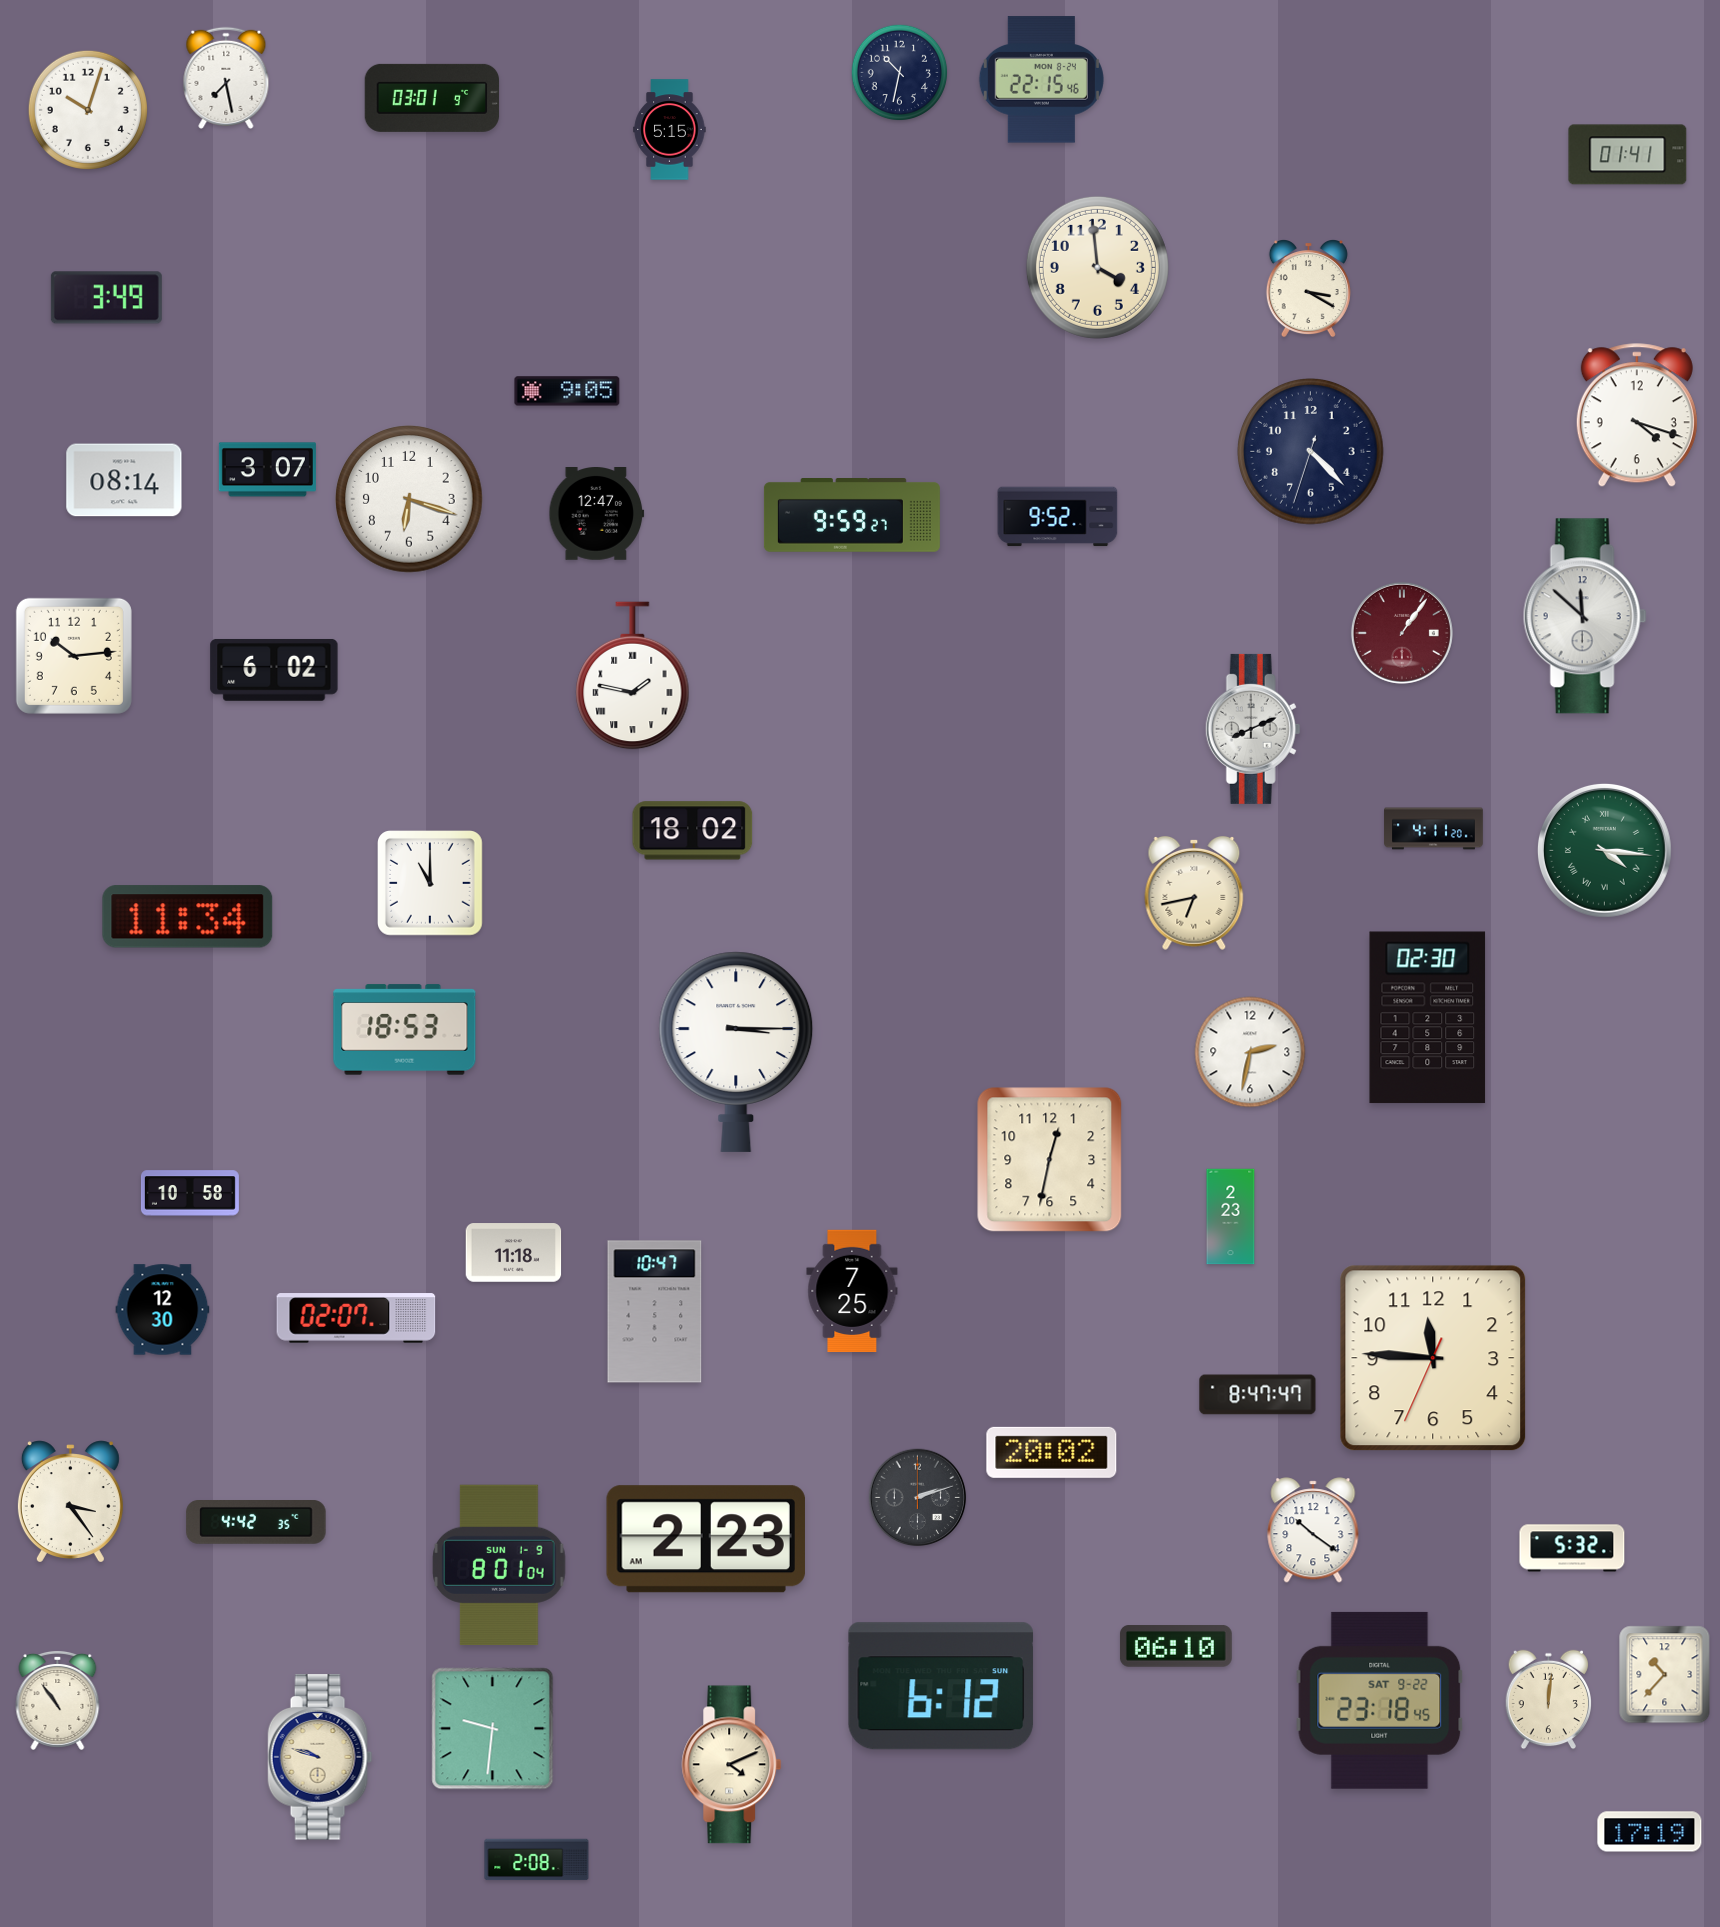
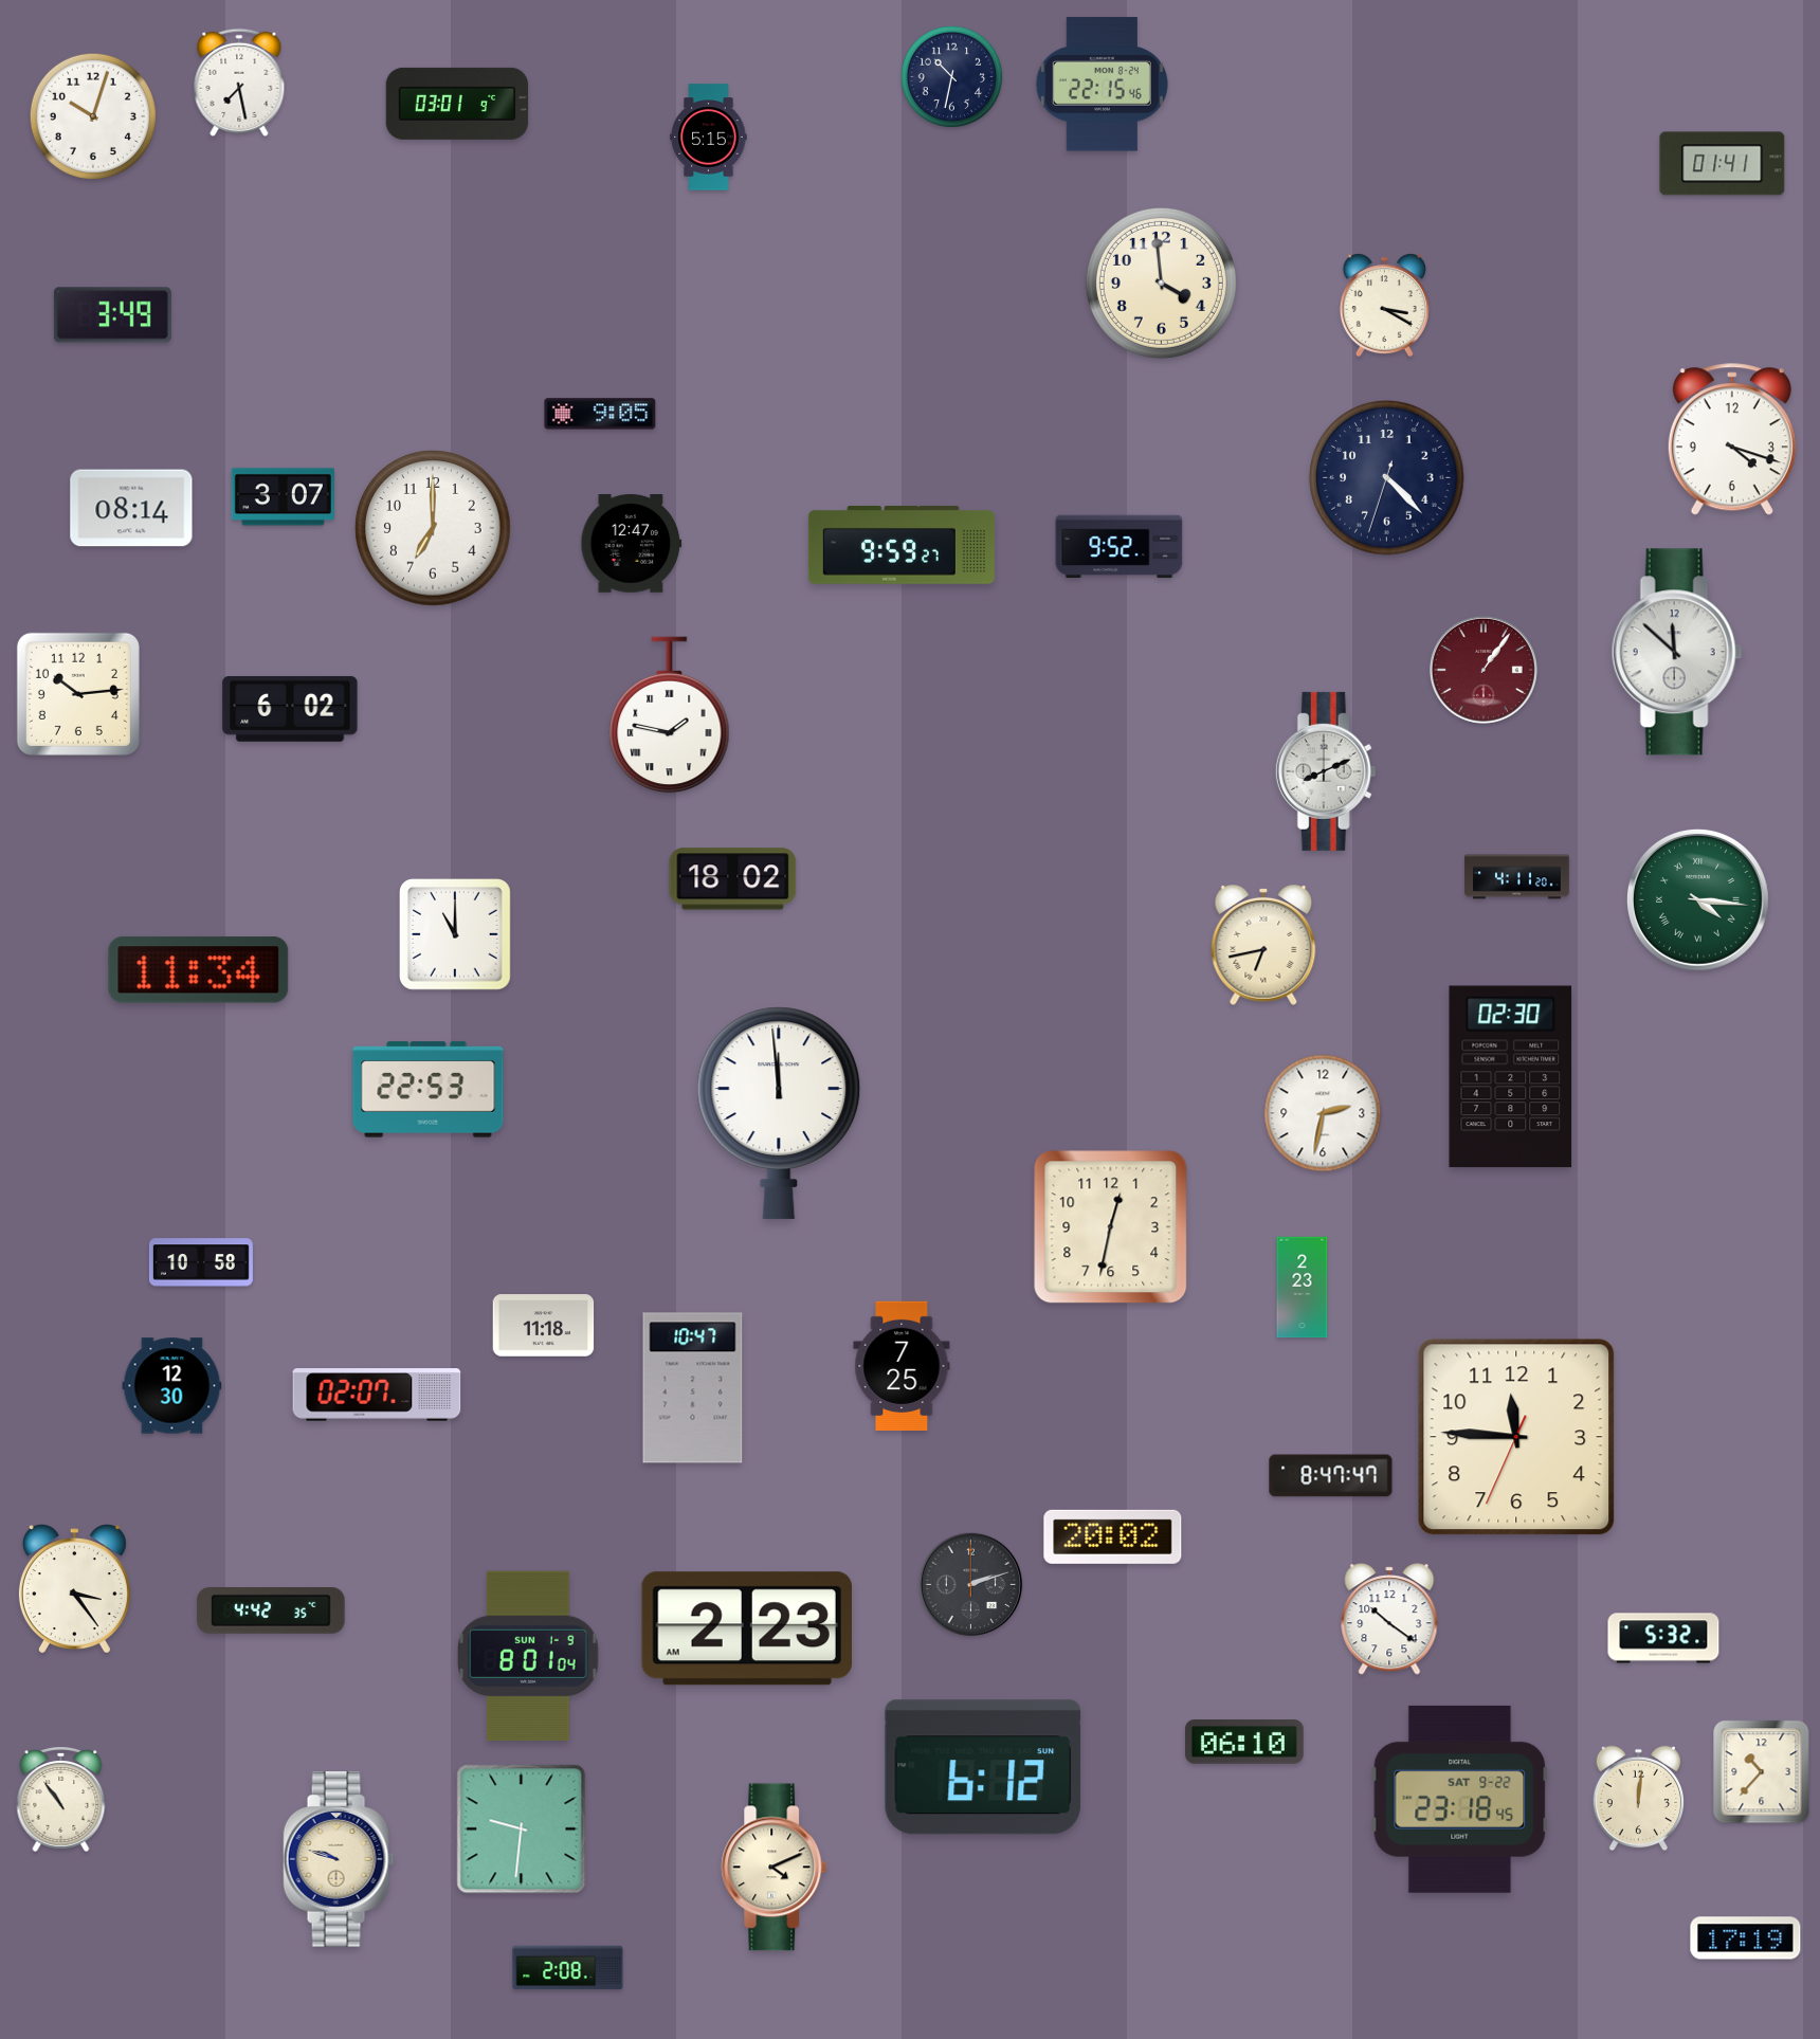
clock at (409, 499): 6:18 -> 7:00
clock at (405, 1030): 18:53 -> 22:53
clock at (736, 1052): 3:15 -> 11:59
clock at (941, 1686) position: (941, 1686) -> (983, 1767)
